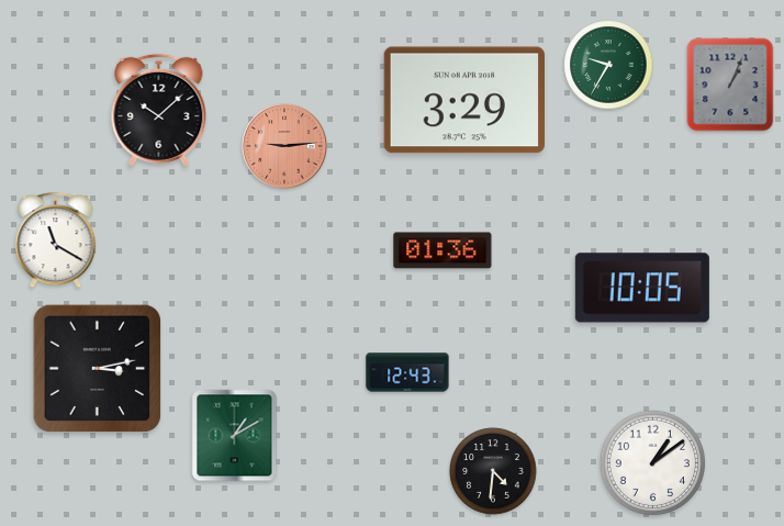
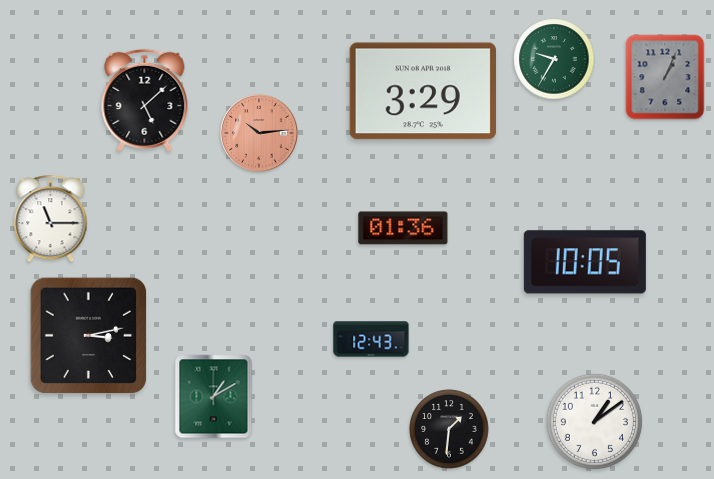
clock at (159, 110): 10:08 -> 5:08
clock at (284, 146): 9:14 -> 10:14
clock at (56, 240): 11:20 -> 11:15
clock at (493, 471): 4:31 -> 1:31
